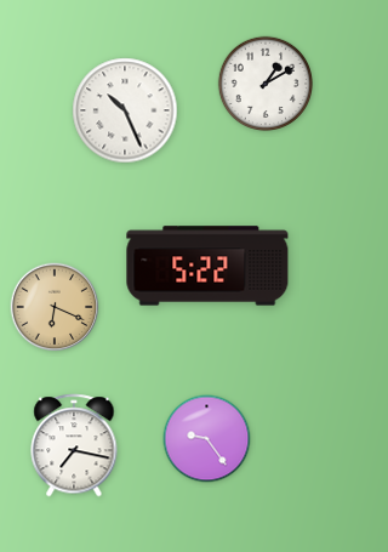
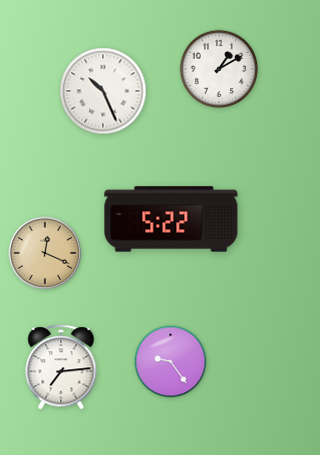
clock at (55, 307): 6:19 -> 12:19
clock at (74, 445): 7:17 -> 7:14
